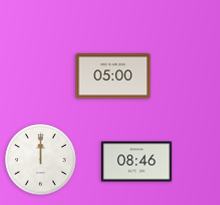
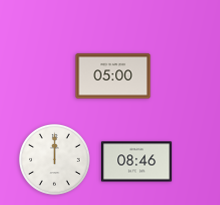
clock at (40, 159) position: (40, 159) -> (54, 159)
